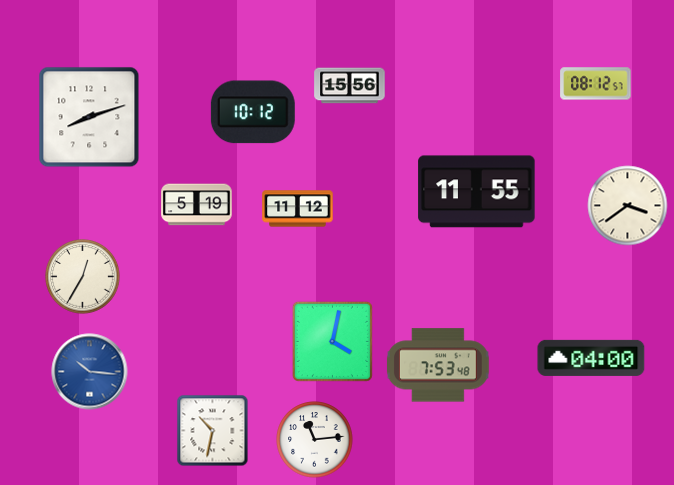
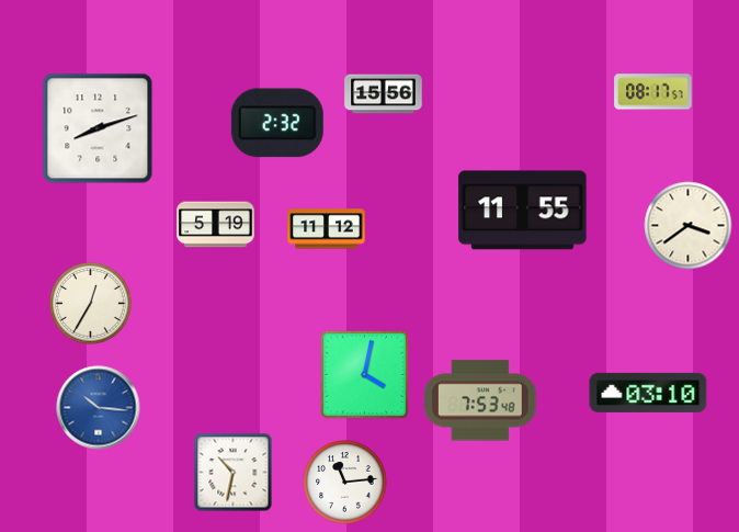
clock at (596, 84): 08:12 -> 08:17
clock at (253, 112): 10:12 -> 2:32
clock at (591, 358): 04:00 -> 03:10
